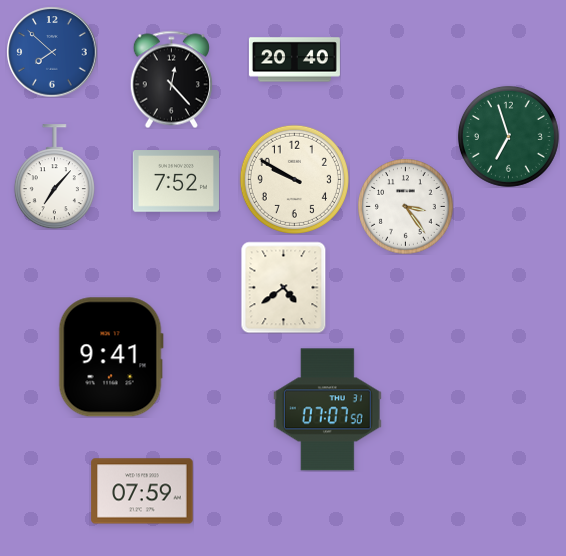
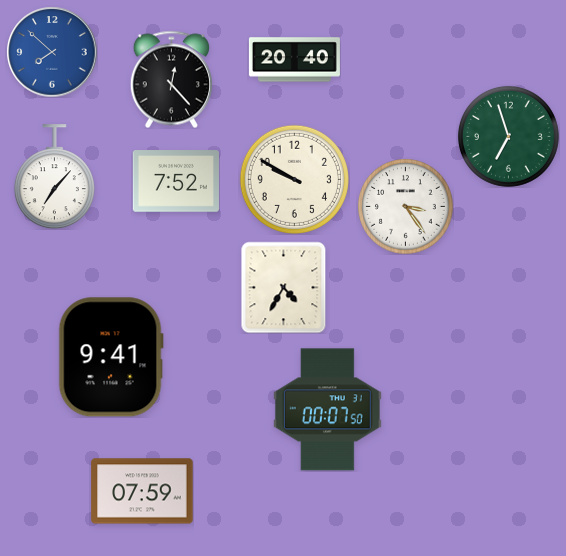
clock at (284, 287): 4:39 -> 4:35
clock at (327, 410): 07:07 -> 00:07
